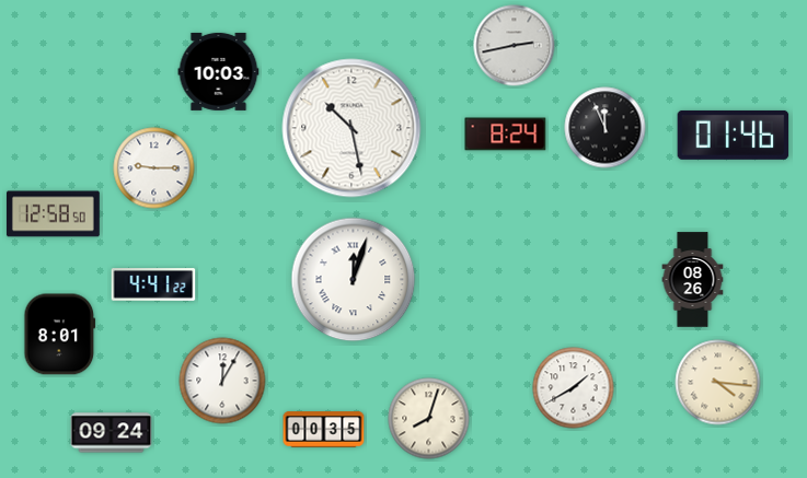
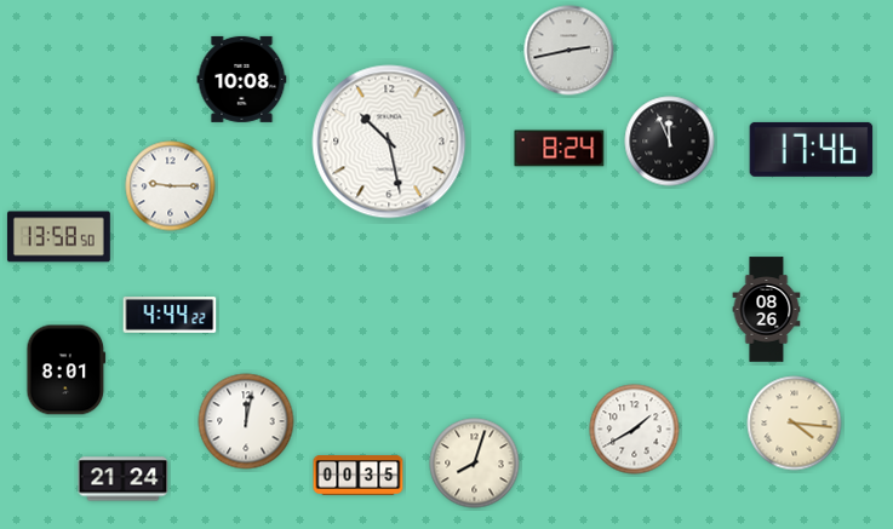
clock at (219, 71): 10:03 -> 10:08
clock at (734, 135): 01:46 -> 17:46
clock at (53, 214): 12:58 -> 13:58
clock at (354, 280): 12:03 -> none
clock at (153, 284): 4:41 -> 4:44
clock at (222, 381): 12:05 -> 12:02
clock at (112, 433): 09:24 -> 21:24
